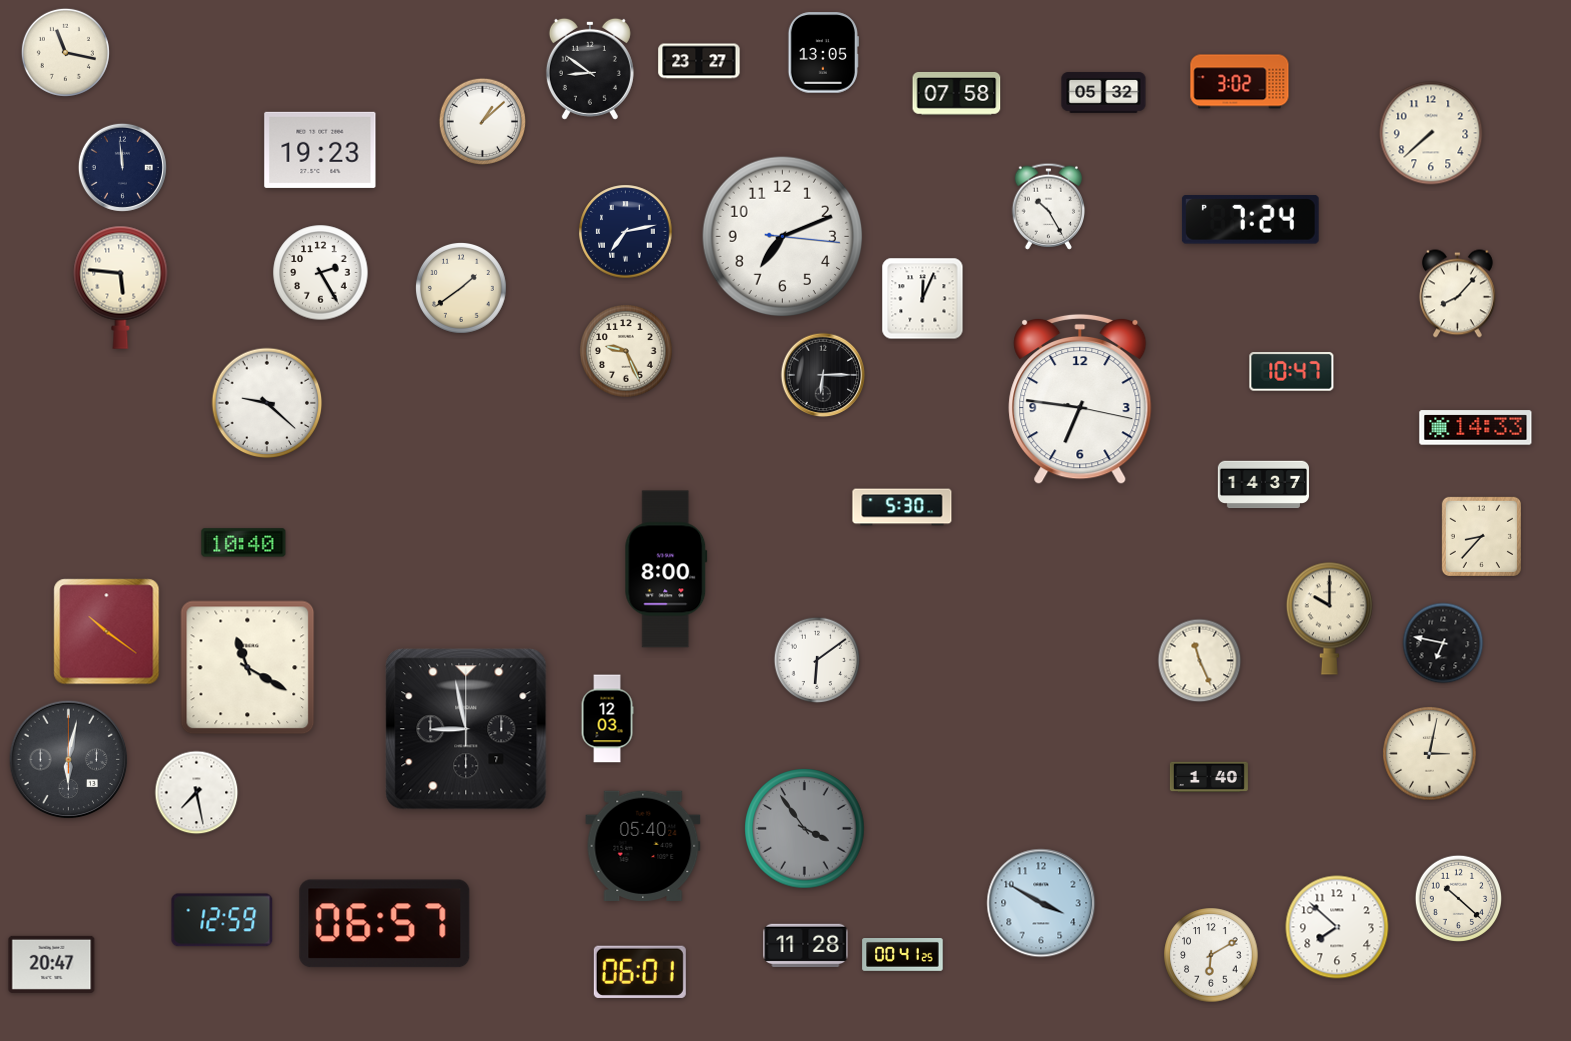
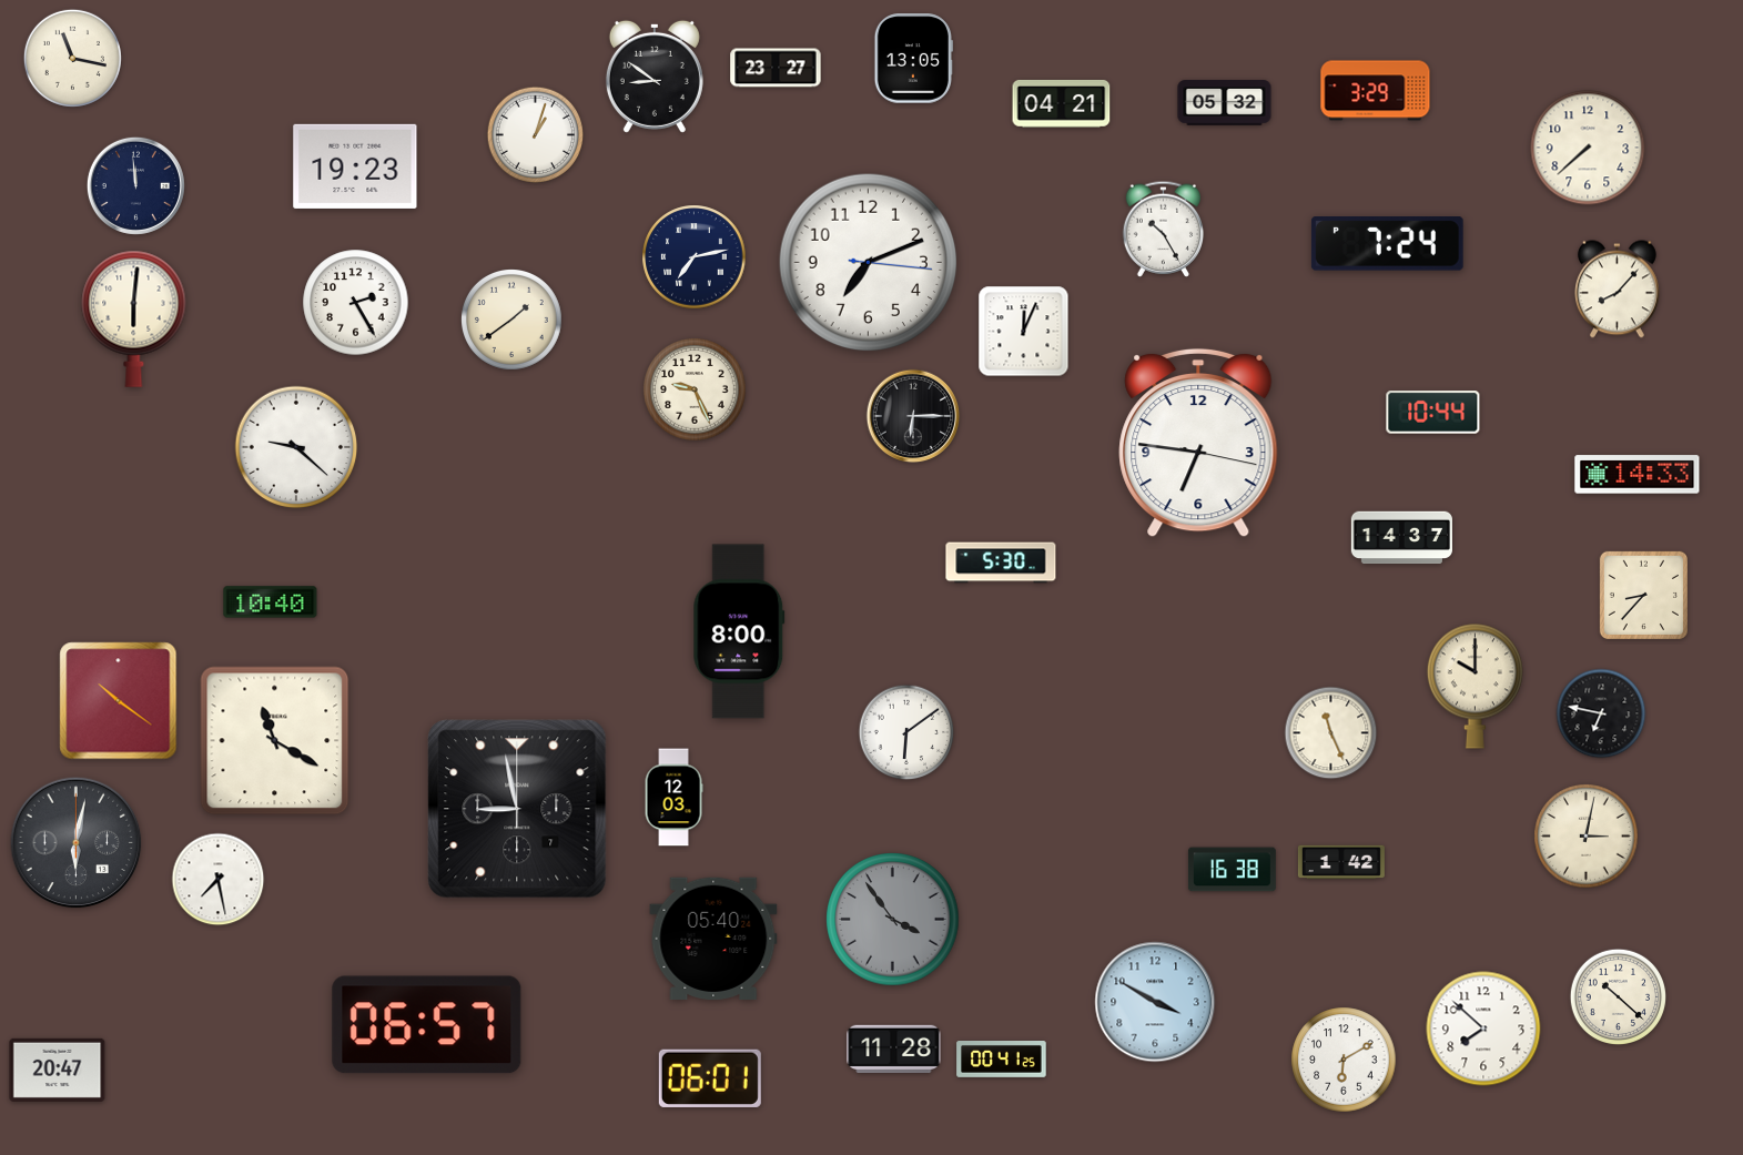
clock at (1240, 82): 3:02 -> 3:29
clock at (957, 93): 07:58 -> 04:21
clock at (483, 122): 1:08 -> 1:03
clock at (121, 287): 5:46 -> 6:01
clock at (1457, 294) position: (1457, 294) -> (1617, 290)
clock at (1292, 372): 10:47 -> 10:44
clock at (1209, 777): 1:40 -> 1:42
clock at (1232, 870): none -> 16:38
clock at (222, 920): 12:59 -> none
